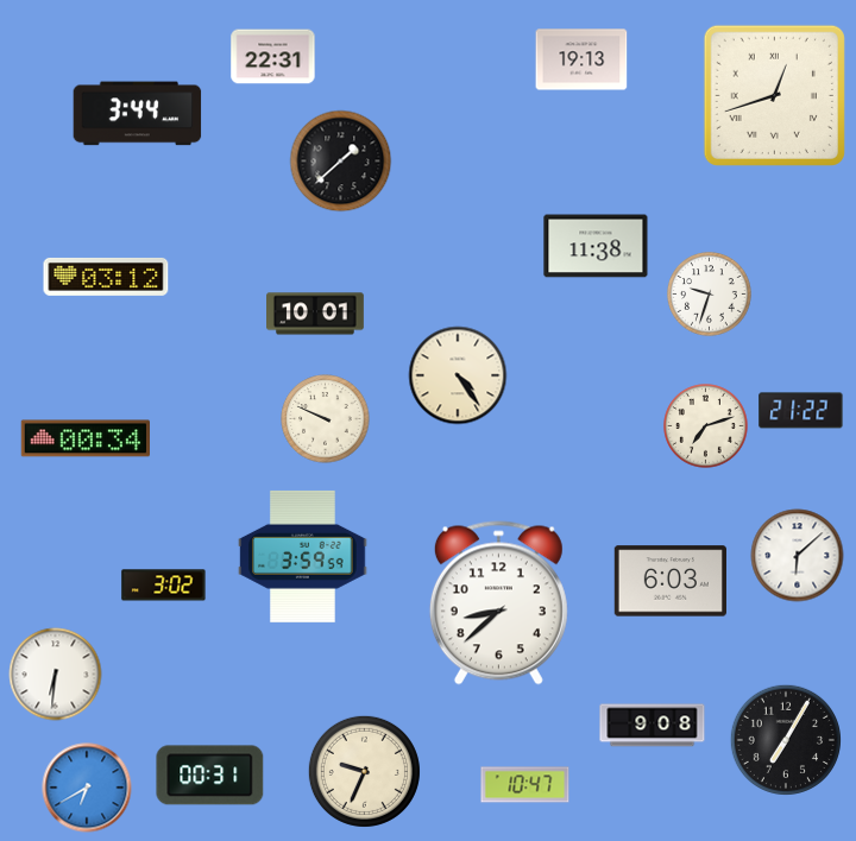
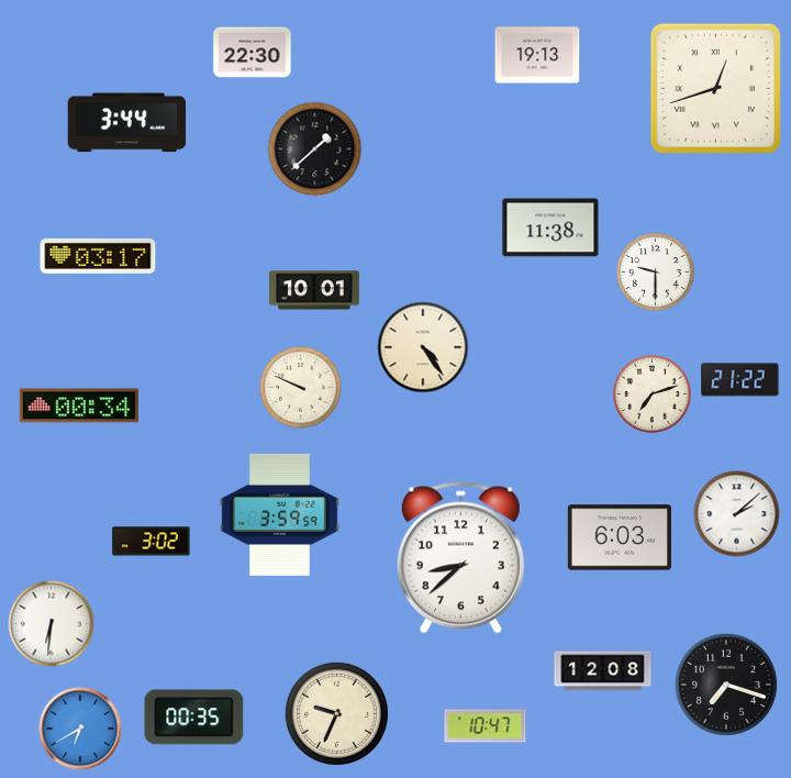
clock at (273, 57): 22:31 -> 22:30
clock at (138, 114) position: (138, 114) -> (127, 123)
clock at (106, 277): 03:12 -> 03:17
clock at (710, 295): 9:33 -> 9:30
clock at (316, 314) position: (316, 314) -> (315, 290)
clock at (798, 556): 6:08 -> 2:08
clock at (653, 726): 9:08 -> 12:08
clock at (785, 739): 7:05 -> 7:18
clock at (210, 776): 00:31 -> 00:35
